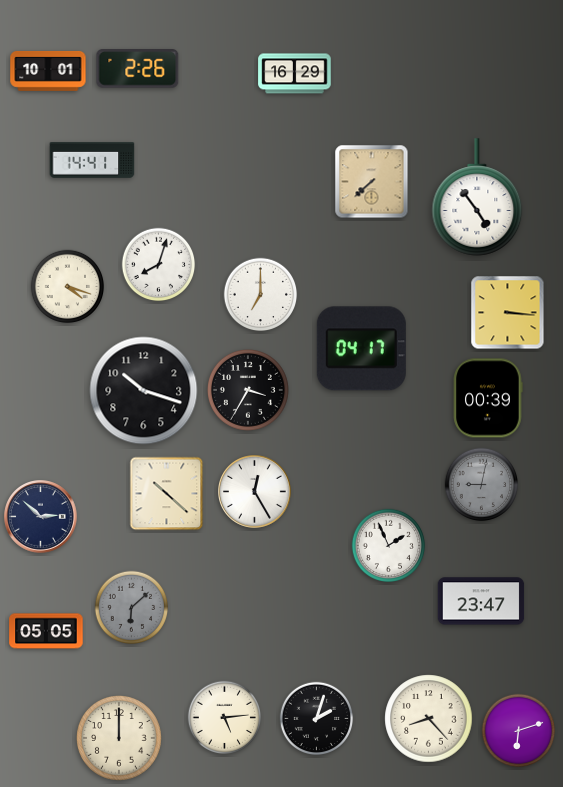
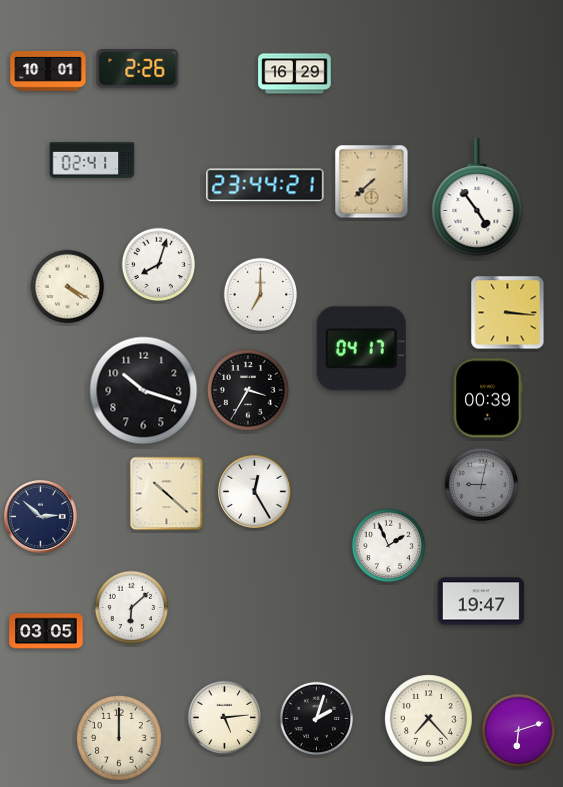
clock at (92, 161): 14:41 -> 02:41
clock at (265, 185): none -> 23:44
clock at (68, 287): 4:18 -> 4:20
clock at (481, 601): 23:47 -> 19:47
clock at (132, 608) dial: grey -> white
clock at (46, 631): 05:05 -> 03:05
clock at (429, 719): 8:23 -> 7:23
